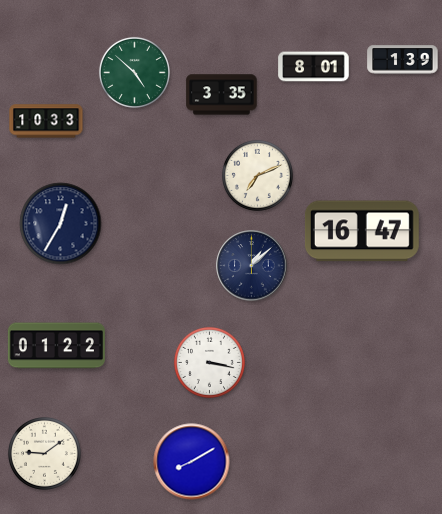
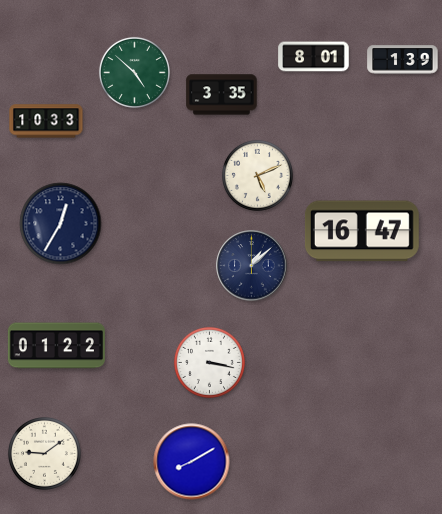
clock at (314, 67) position: (314, 67) -> (314, 57)
clock at (257, 175): 7:11 -> 5:11
